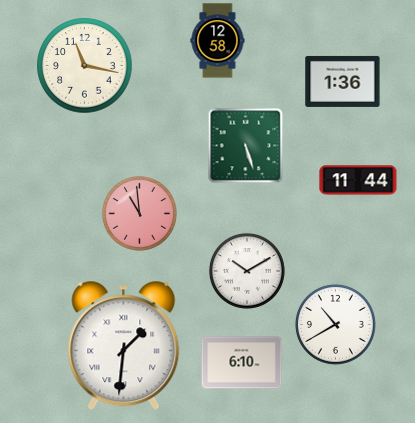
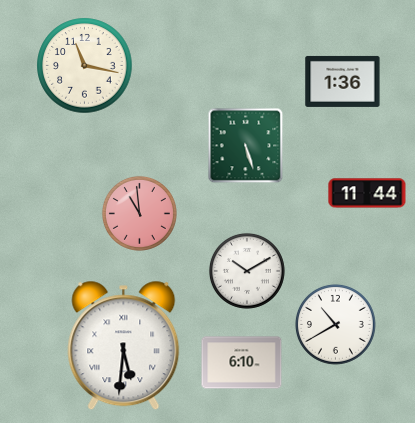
clock at (218, 41): 12:58 -> none
clock at (358, 180) position: (358, 180) -> (367, 193)
clock at (124, 346): 1:31 -> 5:31
